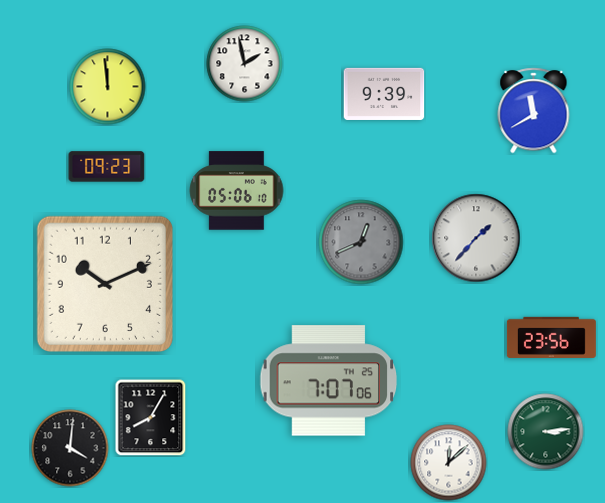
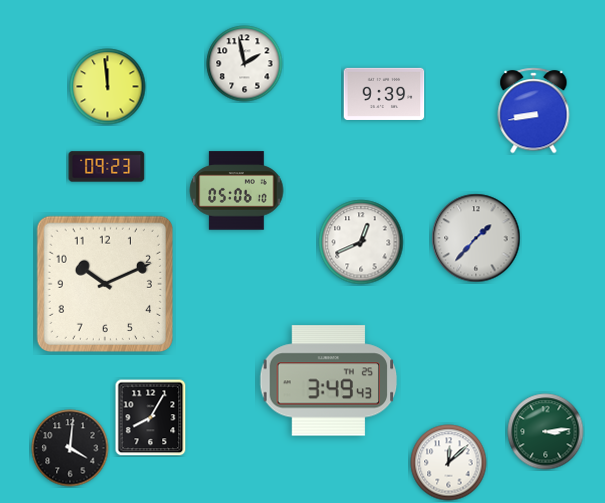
clock at (534, 111): 11:40 -> 8:43
clock at (361, 242) dial: grey -> white
clock at (551, 337): 23:56 -> none
clock at (329, 381): 7:07 -> 3:49
